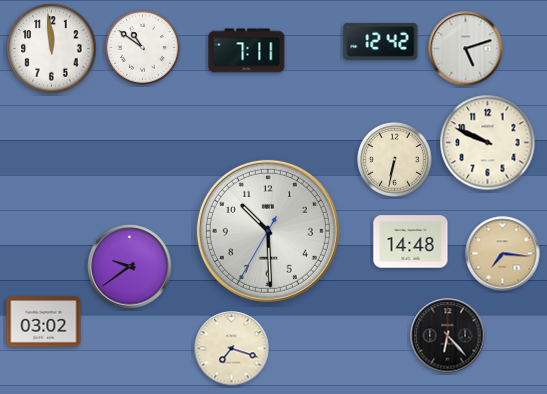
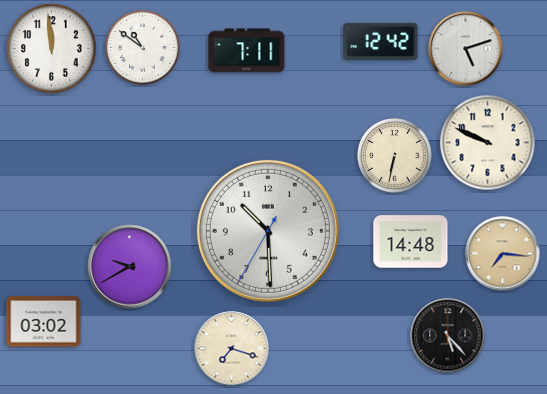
clock at (395, 160) position: (395, 160) -> (395, 156)
clock at (130, 267): 9:39 -> 9:40
clock at (448, 336): 6:23 -> 5:23
